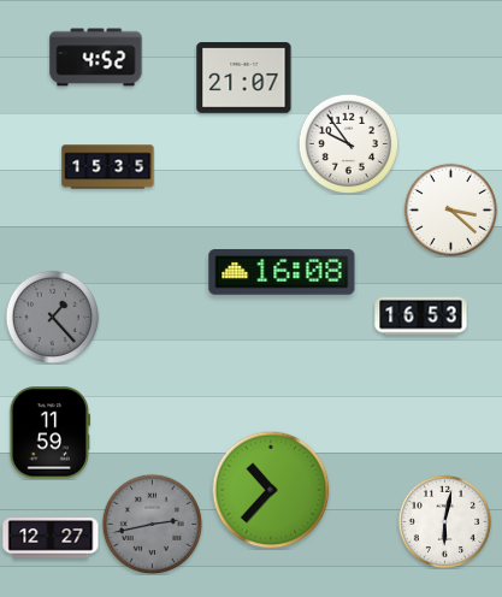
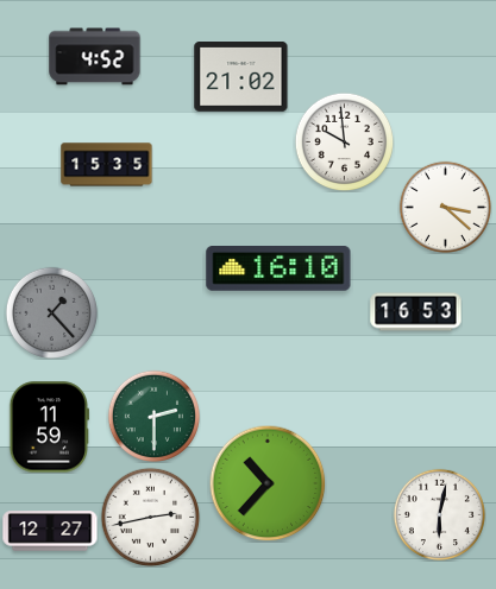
clock at (244, 78): 21:07 -> 21:02
clock at (348, 143): 9:54 -> 9:59
clock at (282, 273): 16:08 -> 16:10
clock at (153, 416): none -> 2:30
clock at (152, 524) dial: grey -> white
